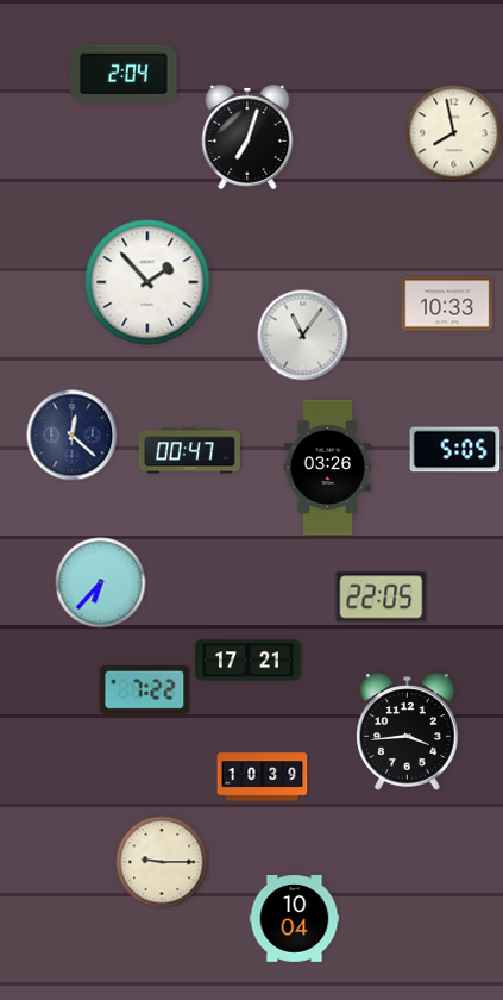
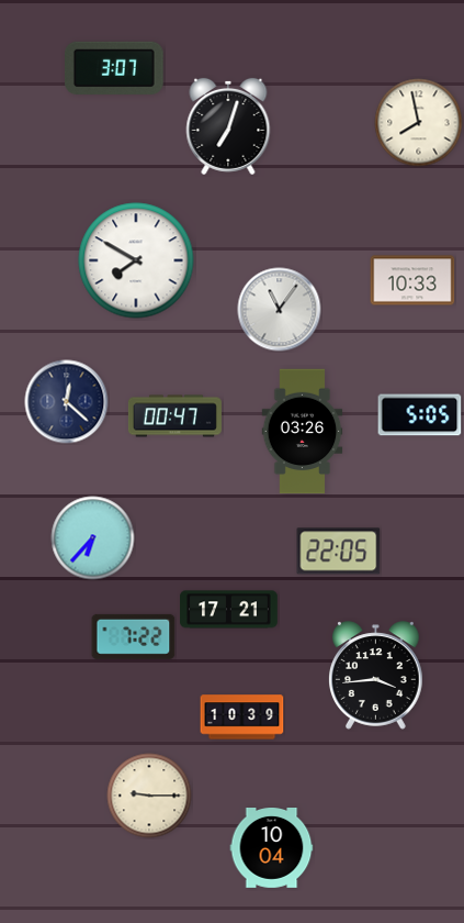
clock at (125, 74): 2:04 -> 3:07
clock at (147, 282): 1:53 -> 7:50
clock at (382, 598) position: (382, 598) -> (339, 552)
